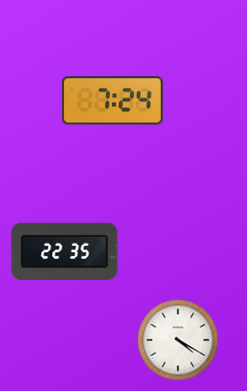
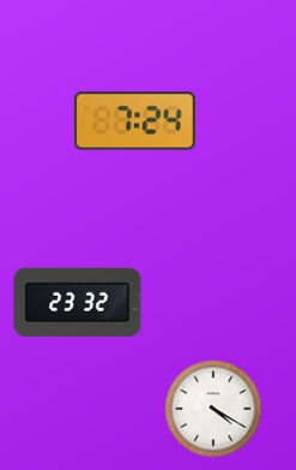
clock at (65, 251): 22:35 -> 23:32
